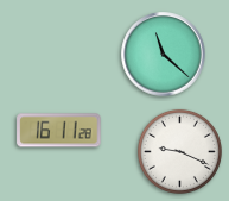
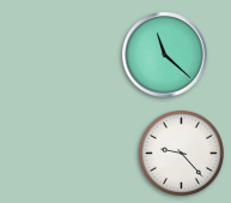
clock at (59, 131): 16:11 -> none
clock at (179, 151): 9:19 -> 9:23
